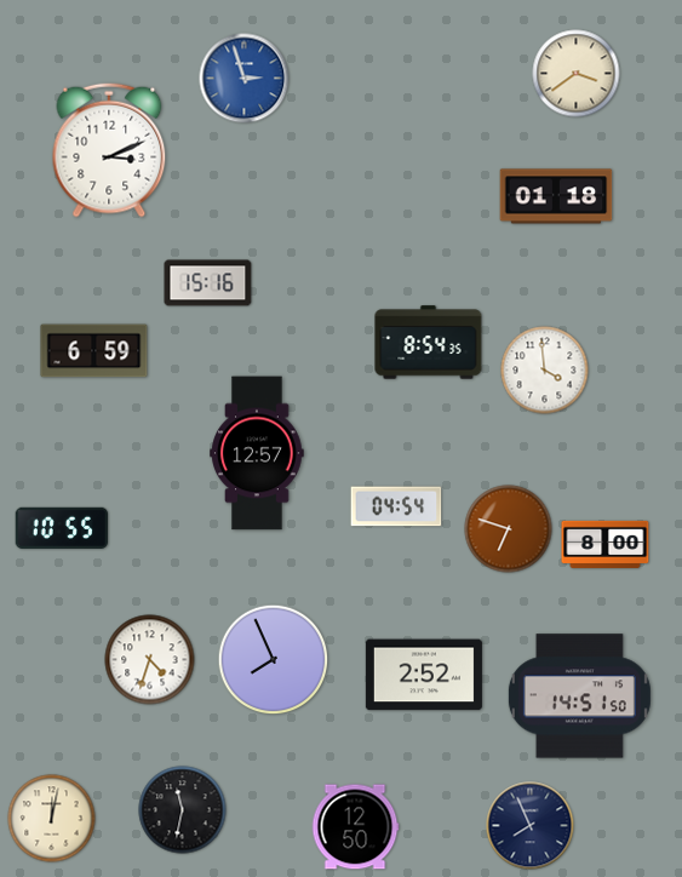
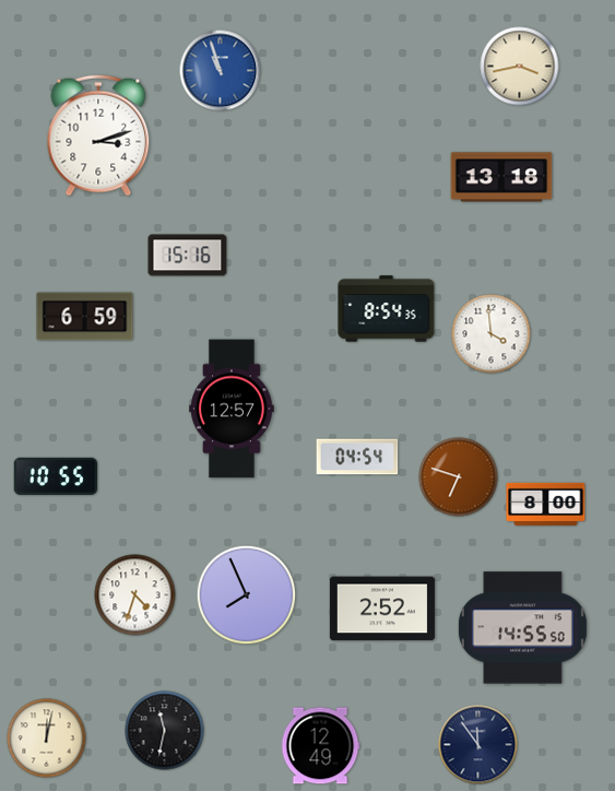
clock at (577, 74): 3:39 -> 3:43
clock at (245, 79): 2:57 -> 10:57
clock at (109, 150): 3:11 -> 3:12
clock at (556, 196): 01:18 -> 13:18
clock at (606, 544) position: (606, 544) -> (546, 504)
clock at (579, 697): 14:51 -> 14:55
clock at (531, 826): 7:56 -> 11:54
clock at (355, 827): 12:50 -> 12:49
